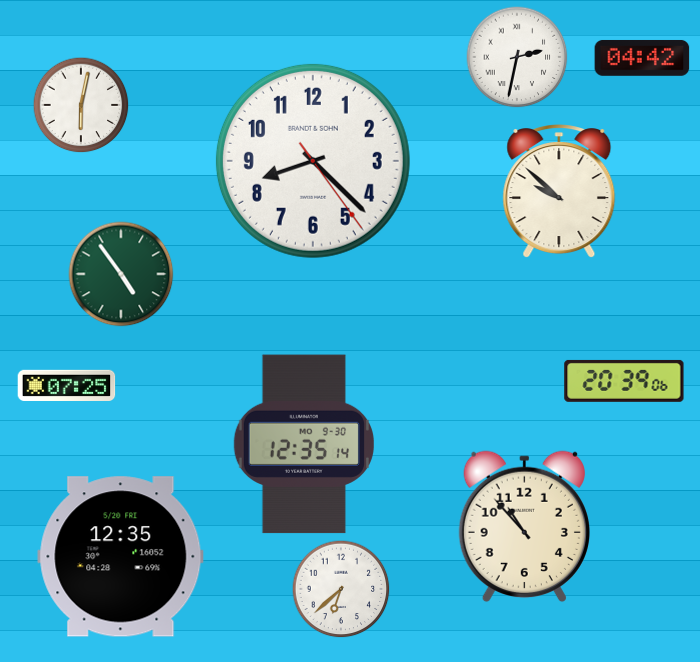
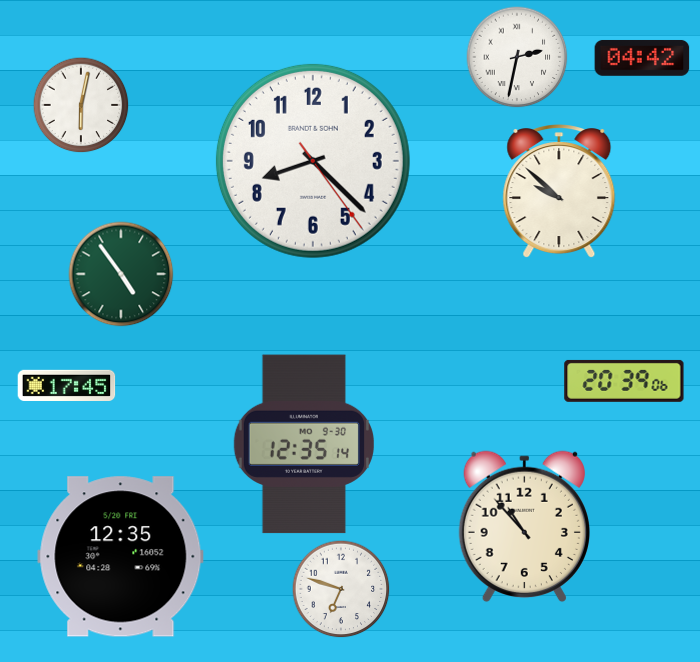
clock at (67, 385): 07:25 -> 17:45
clock at (341, 589): 6:38 -> 6:48
